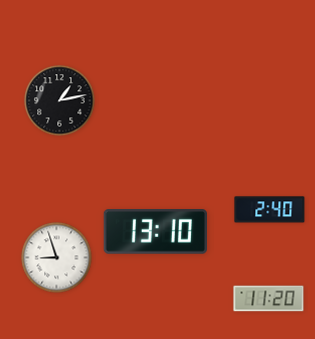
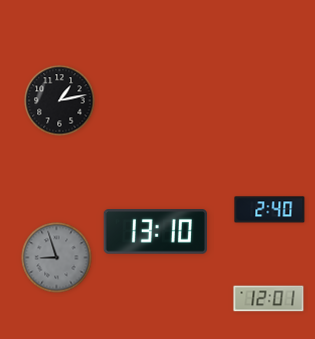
clock at (57, 258) dial: white -> grey
clock at (269, 299): 11:20 -> 12:01
